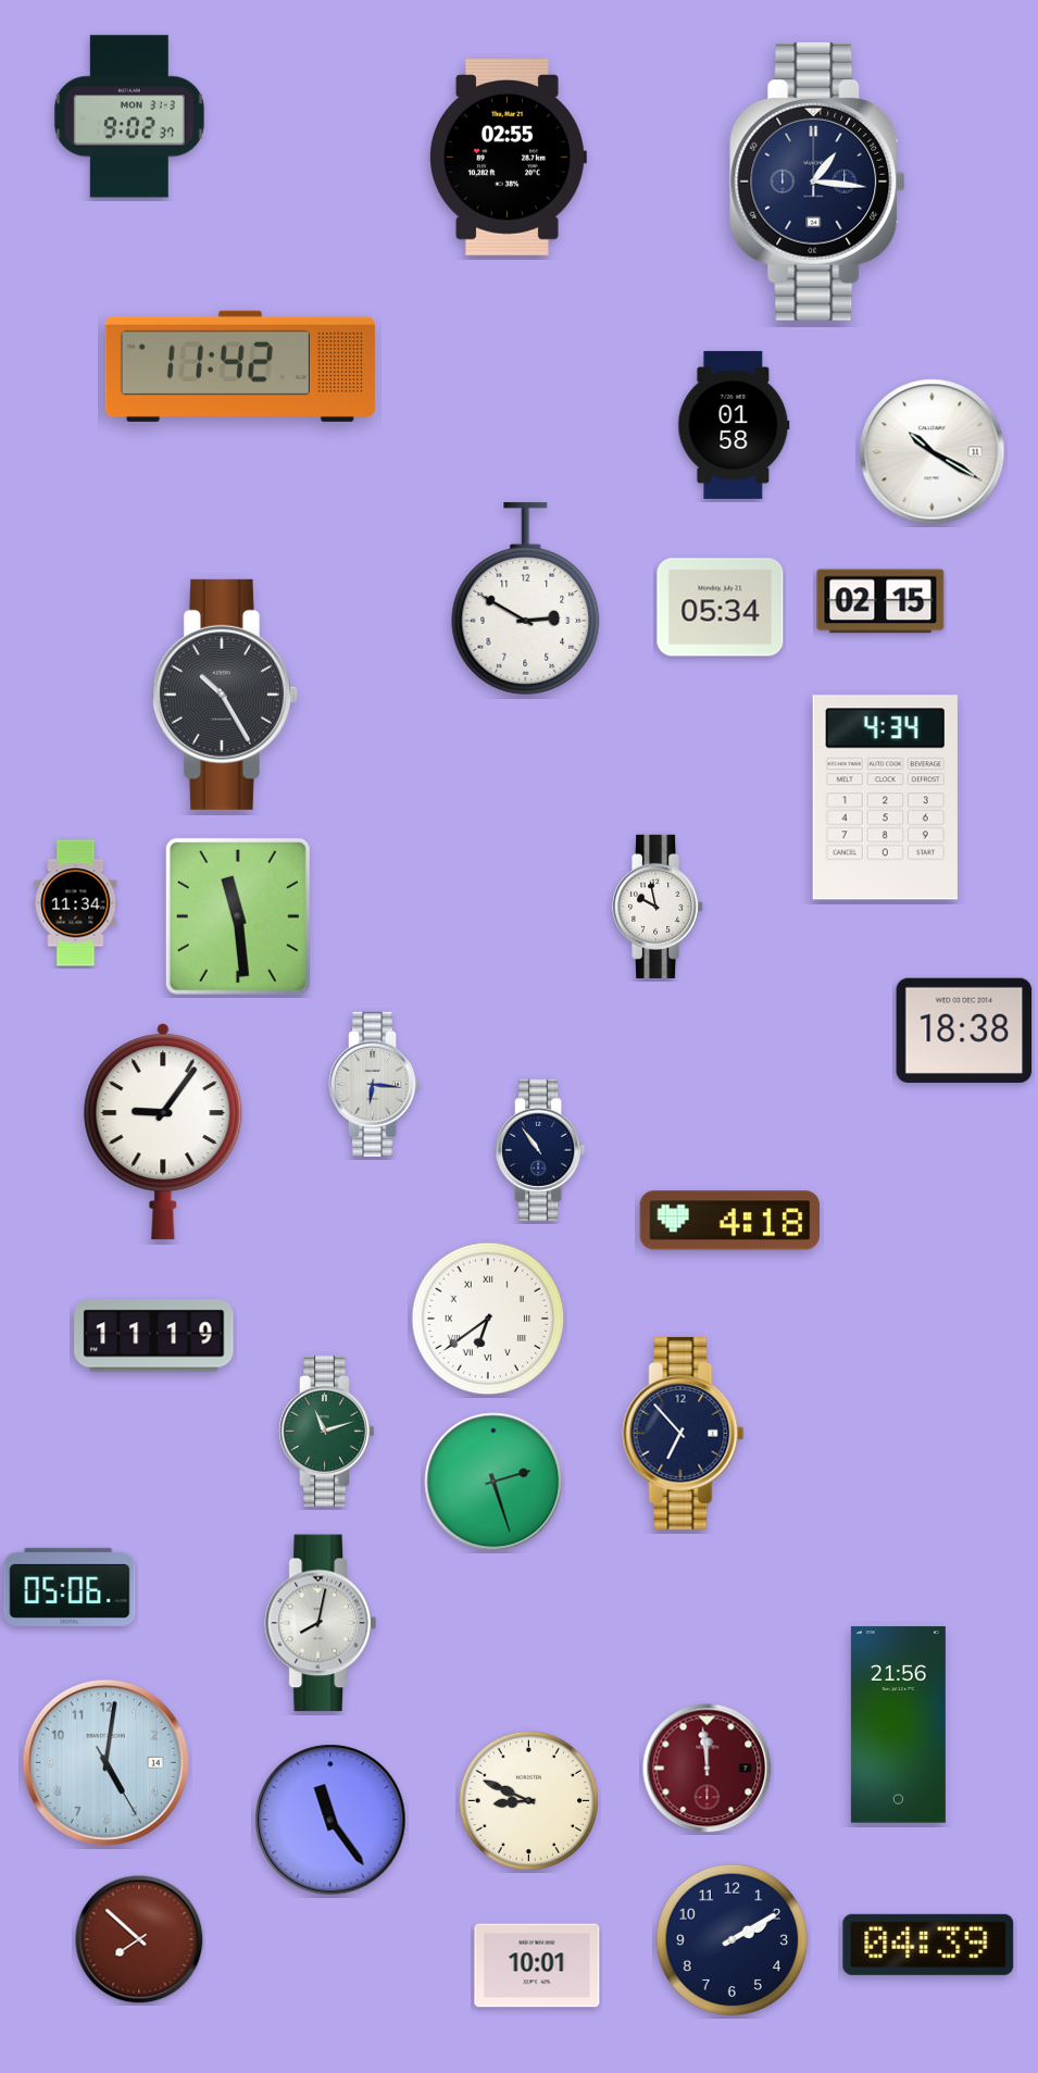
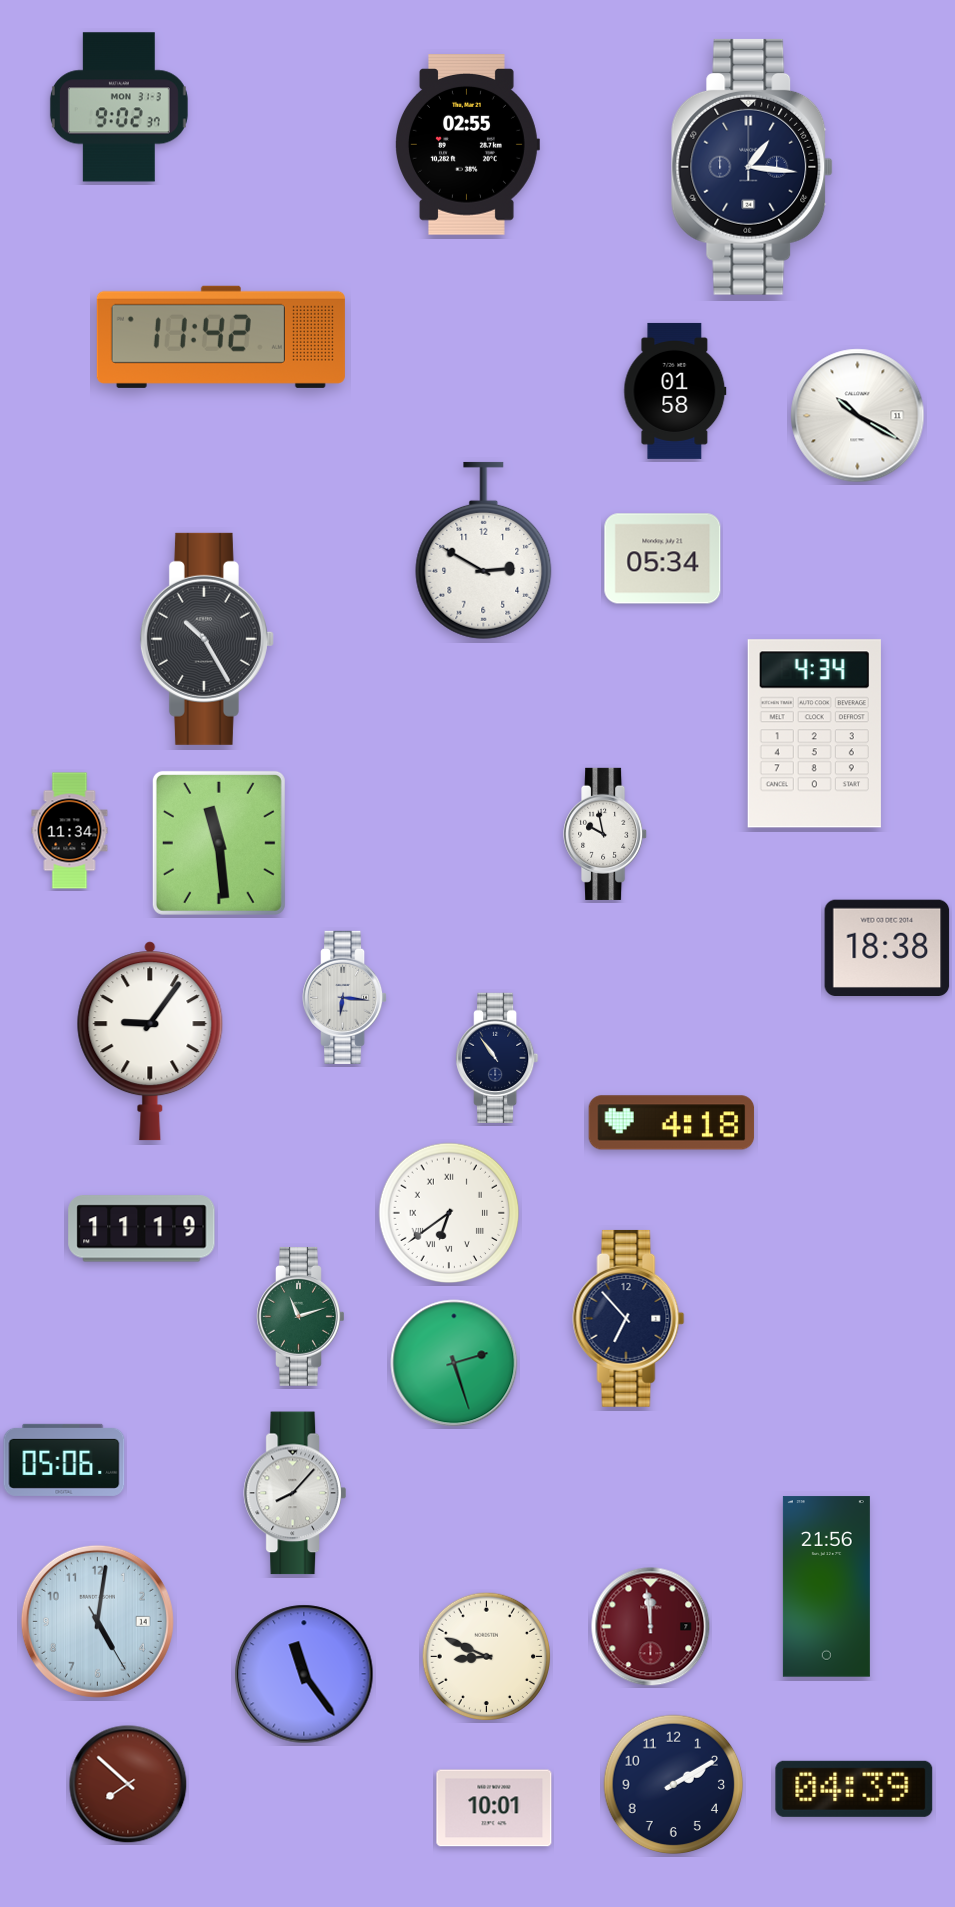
clock at (880, 601): 02:15 -> none
clock at (321, 1623): 8:02 -> 8:07
